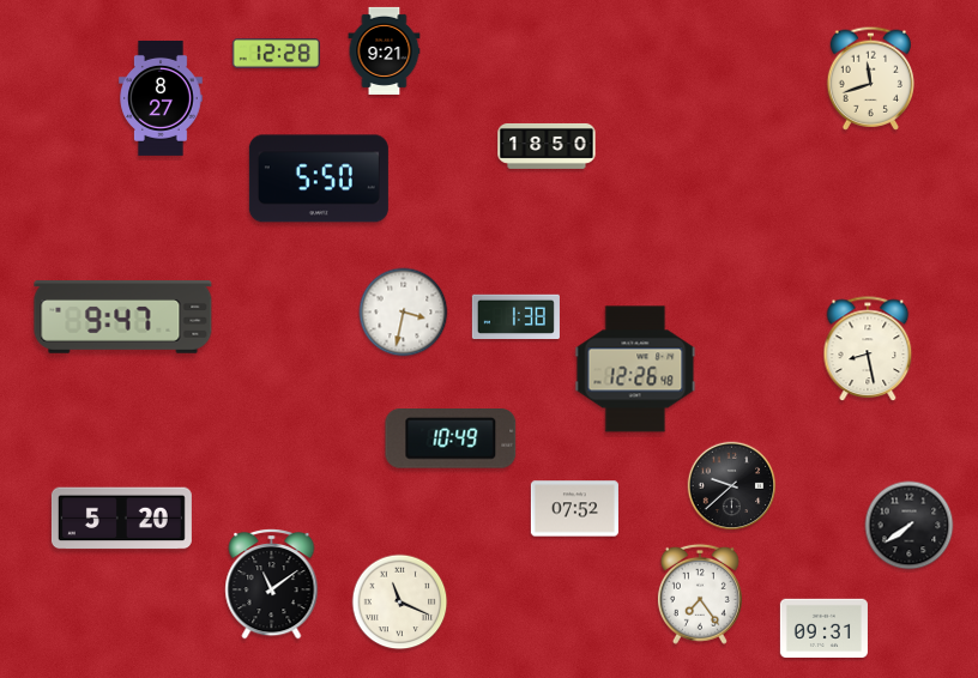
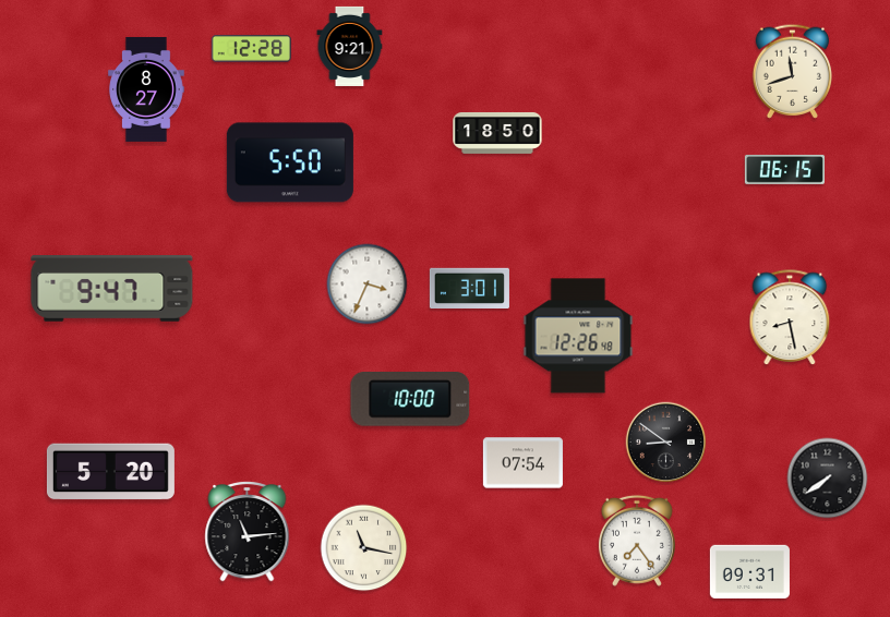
clock at (784, 169): none -> 06:15
clock at (404, 313): 3:32 -> 3:34
clock at (515, 317): 1:38 -> 3:01
clock at (451, 440): 10:49 -> 10:00
clock at (732, 486): 9:38 -> 8:51
clock at (574, 509): 07:52 -> 07:54
clock at (272, 583): 11:09 -> 11:14
clock at (400, 603): 11:19 -> 11:17
